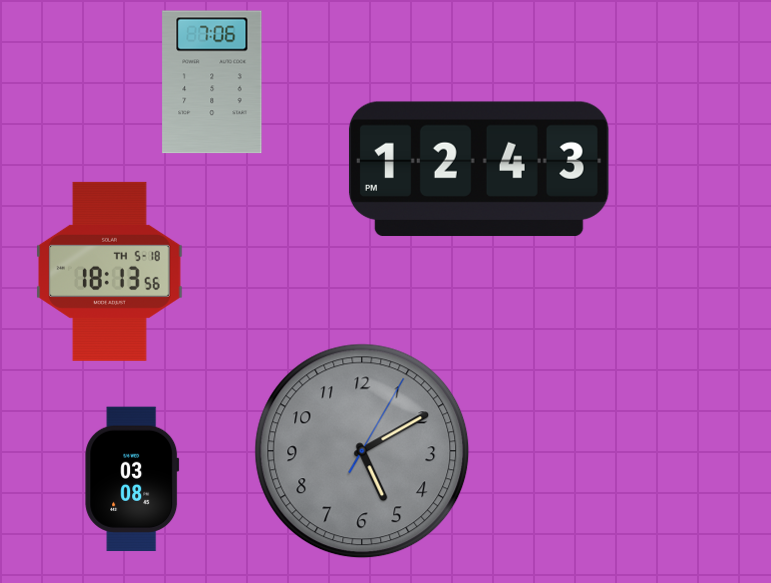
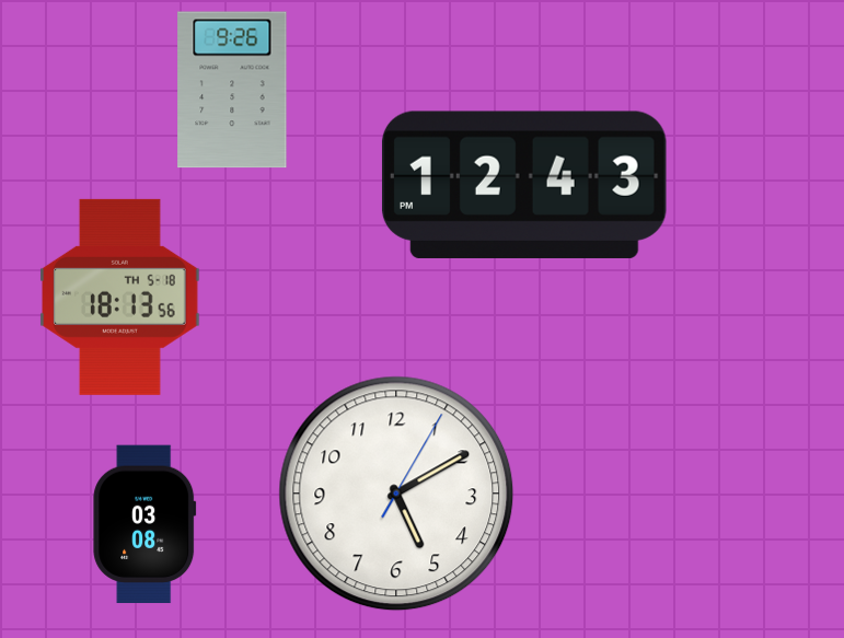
clock at (212, 82): 7:06 -> 9:26
clock at (362, 451) dial: grey -> white
